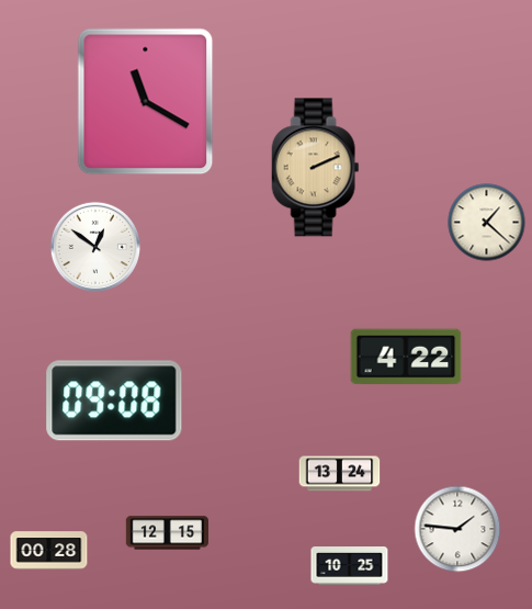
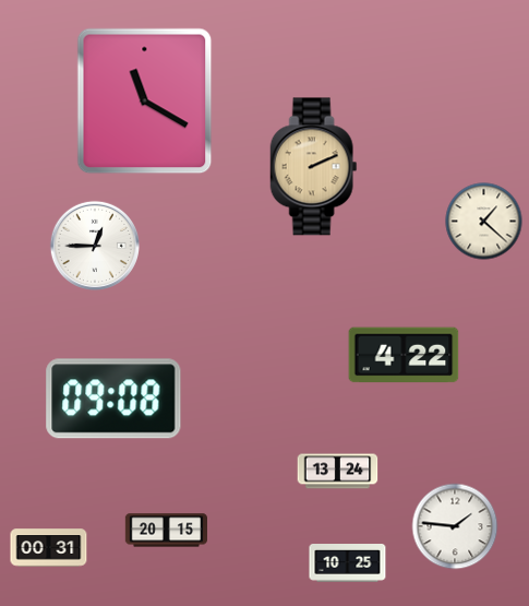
clock at (94, 246): 12:51 -> 12:45
clock at (167, 533): 12:15 -> 20:15
clock at (49, 551): 00:28 -> 00:31
